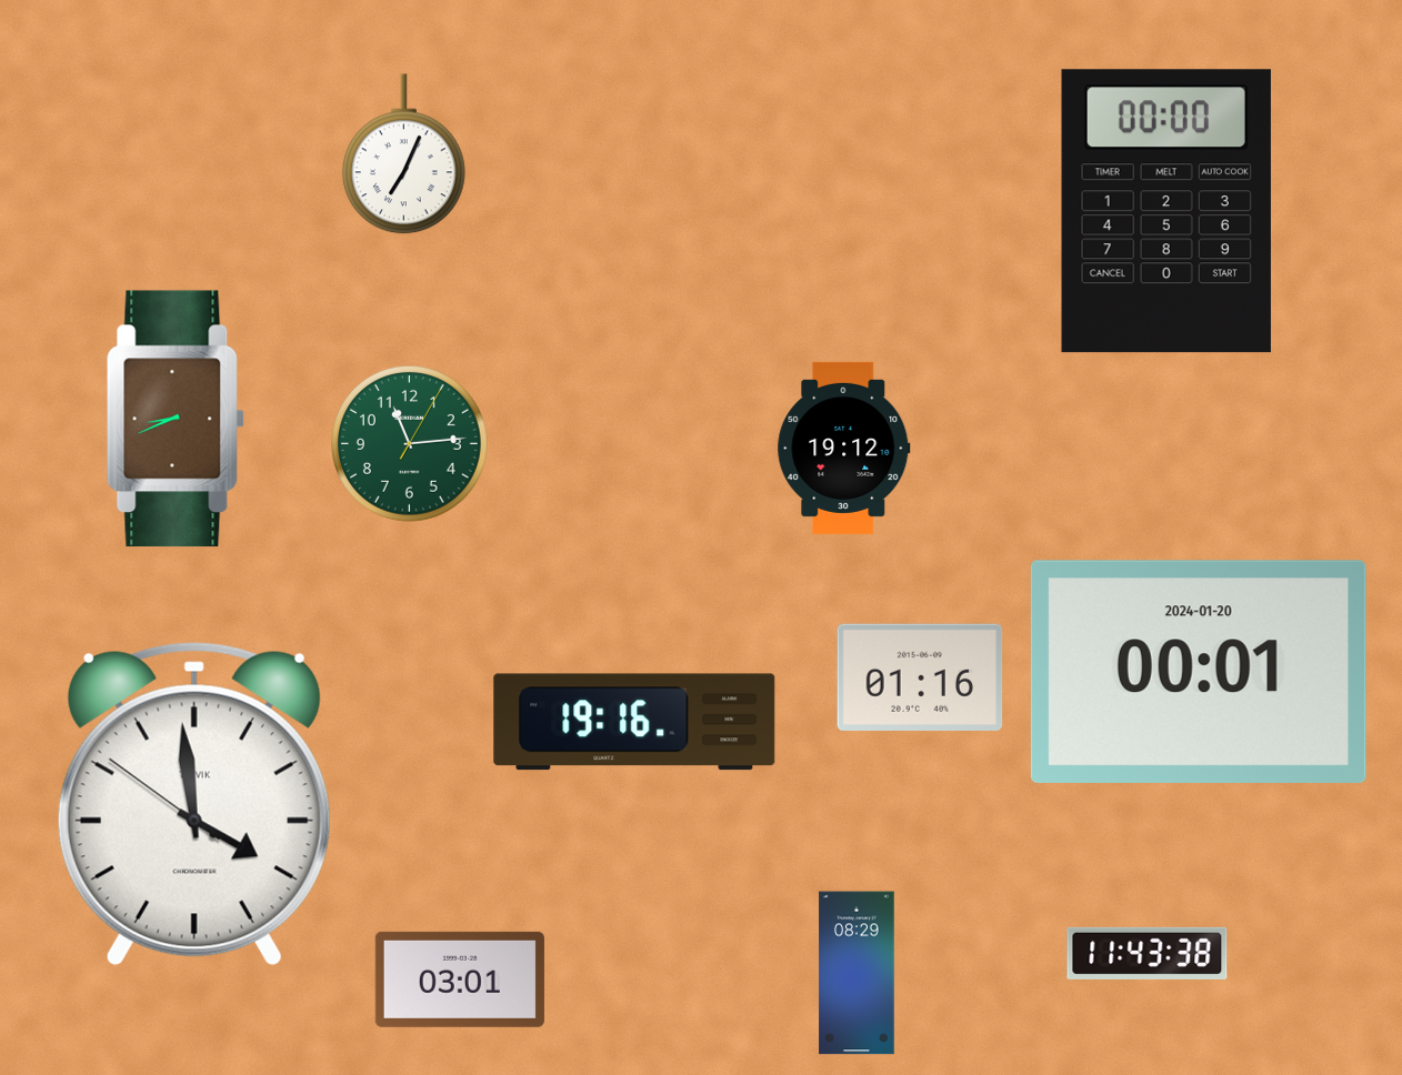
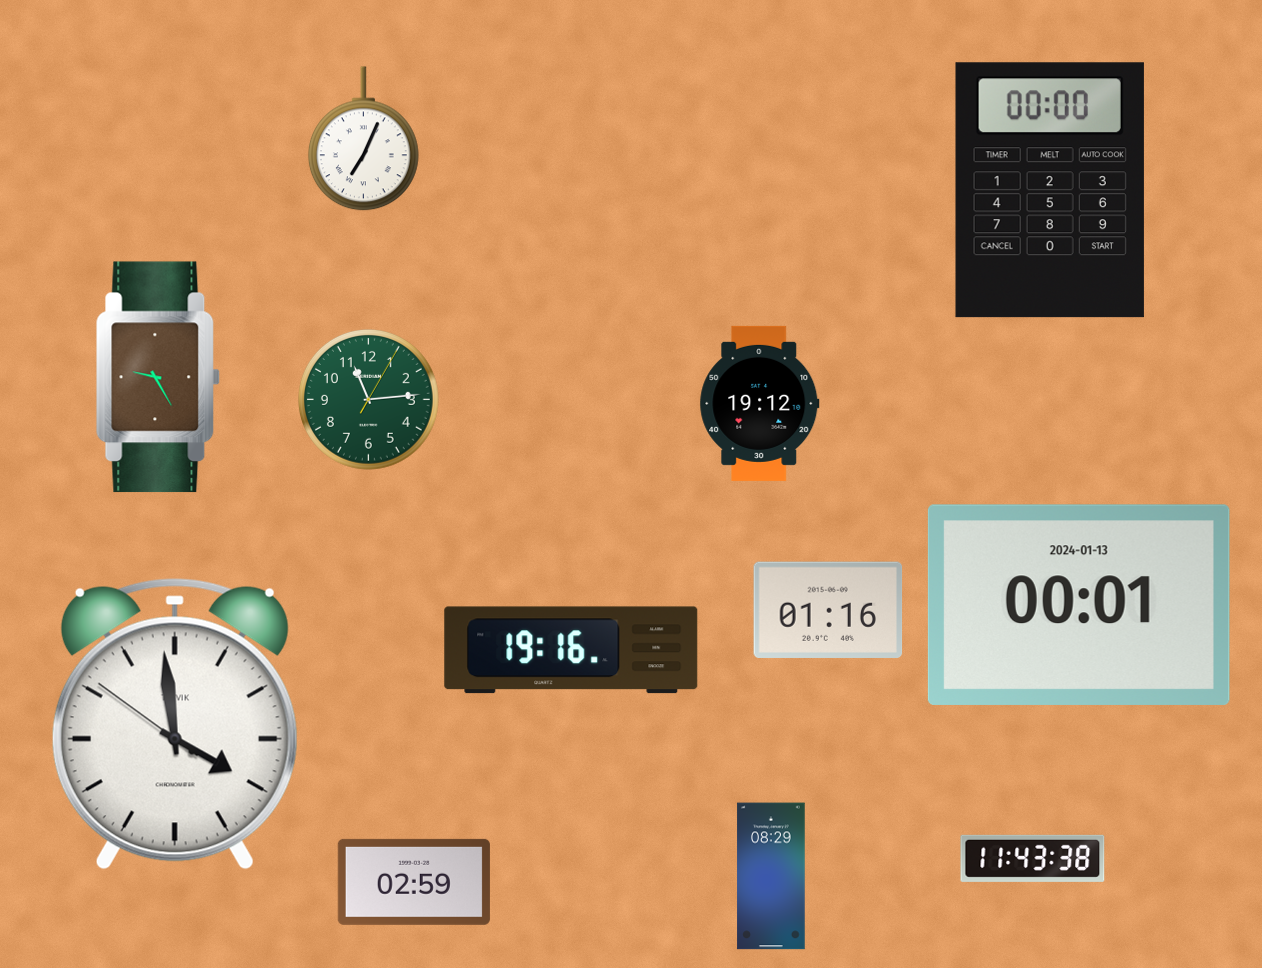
clock at (176, 419): 8:41 -> 9:25
clock at (1199, 672) date: 2024-01-20 -> 2024-01-13
clock at (460, 979): 03:01 -> 02:59
